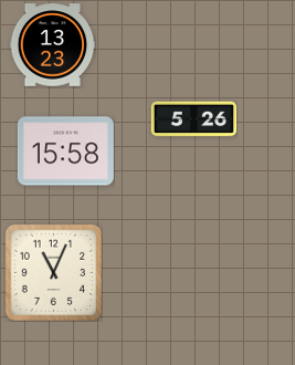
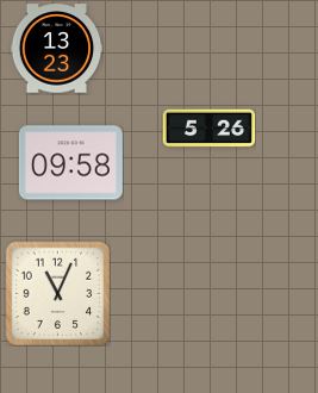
clock at (65, 152): 15:58 -> 09:58
